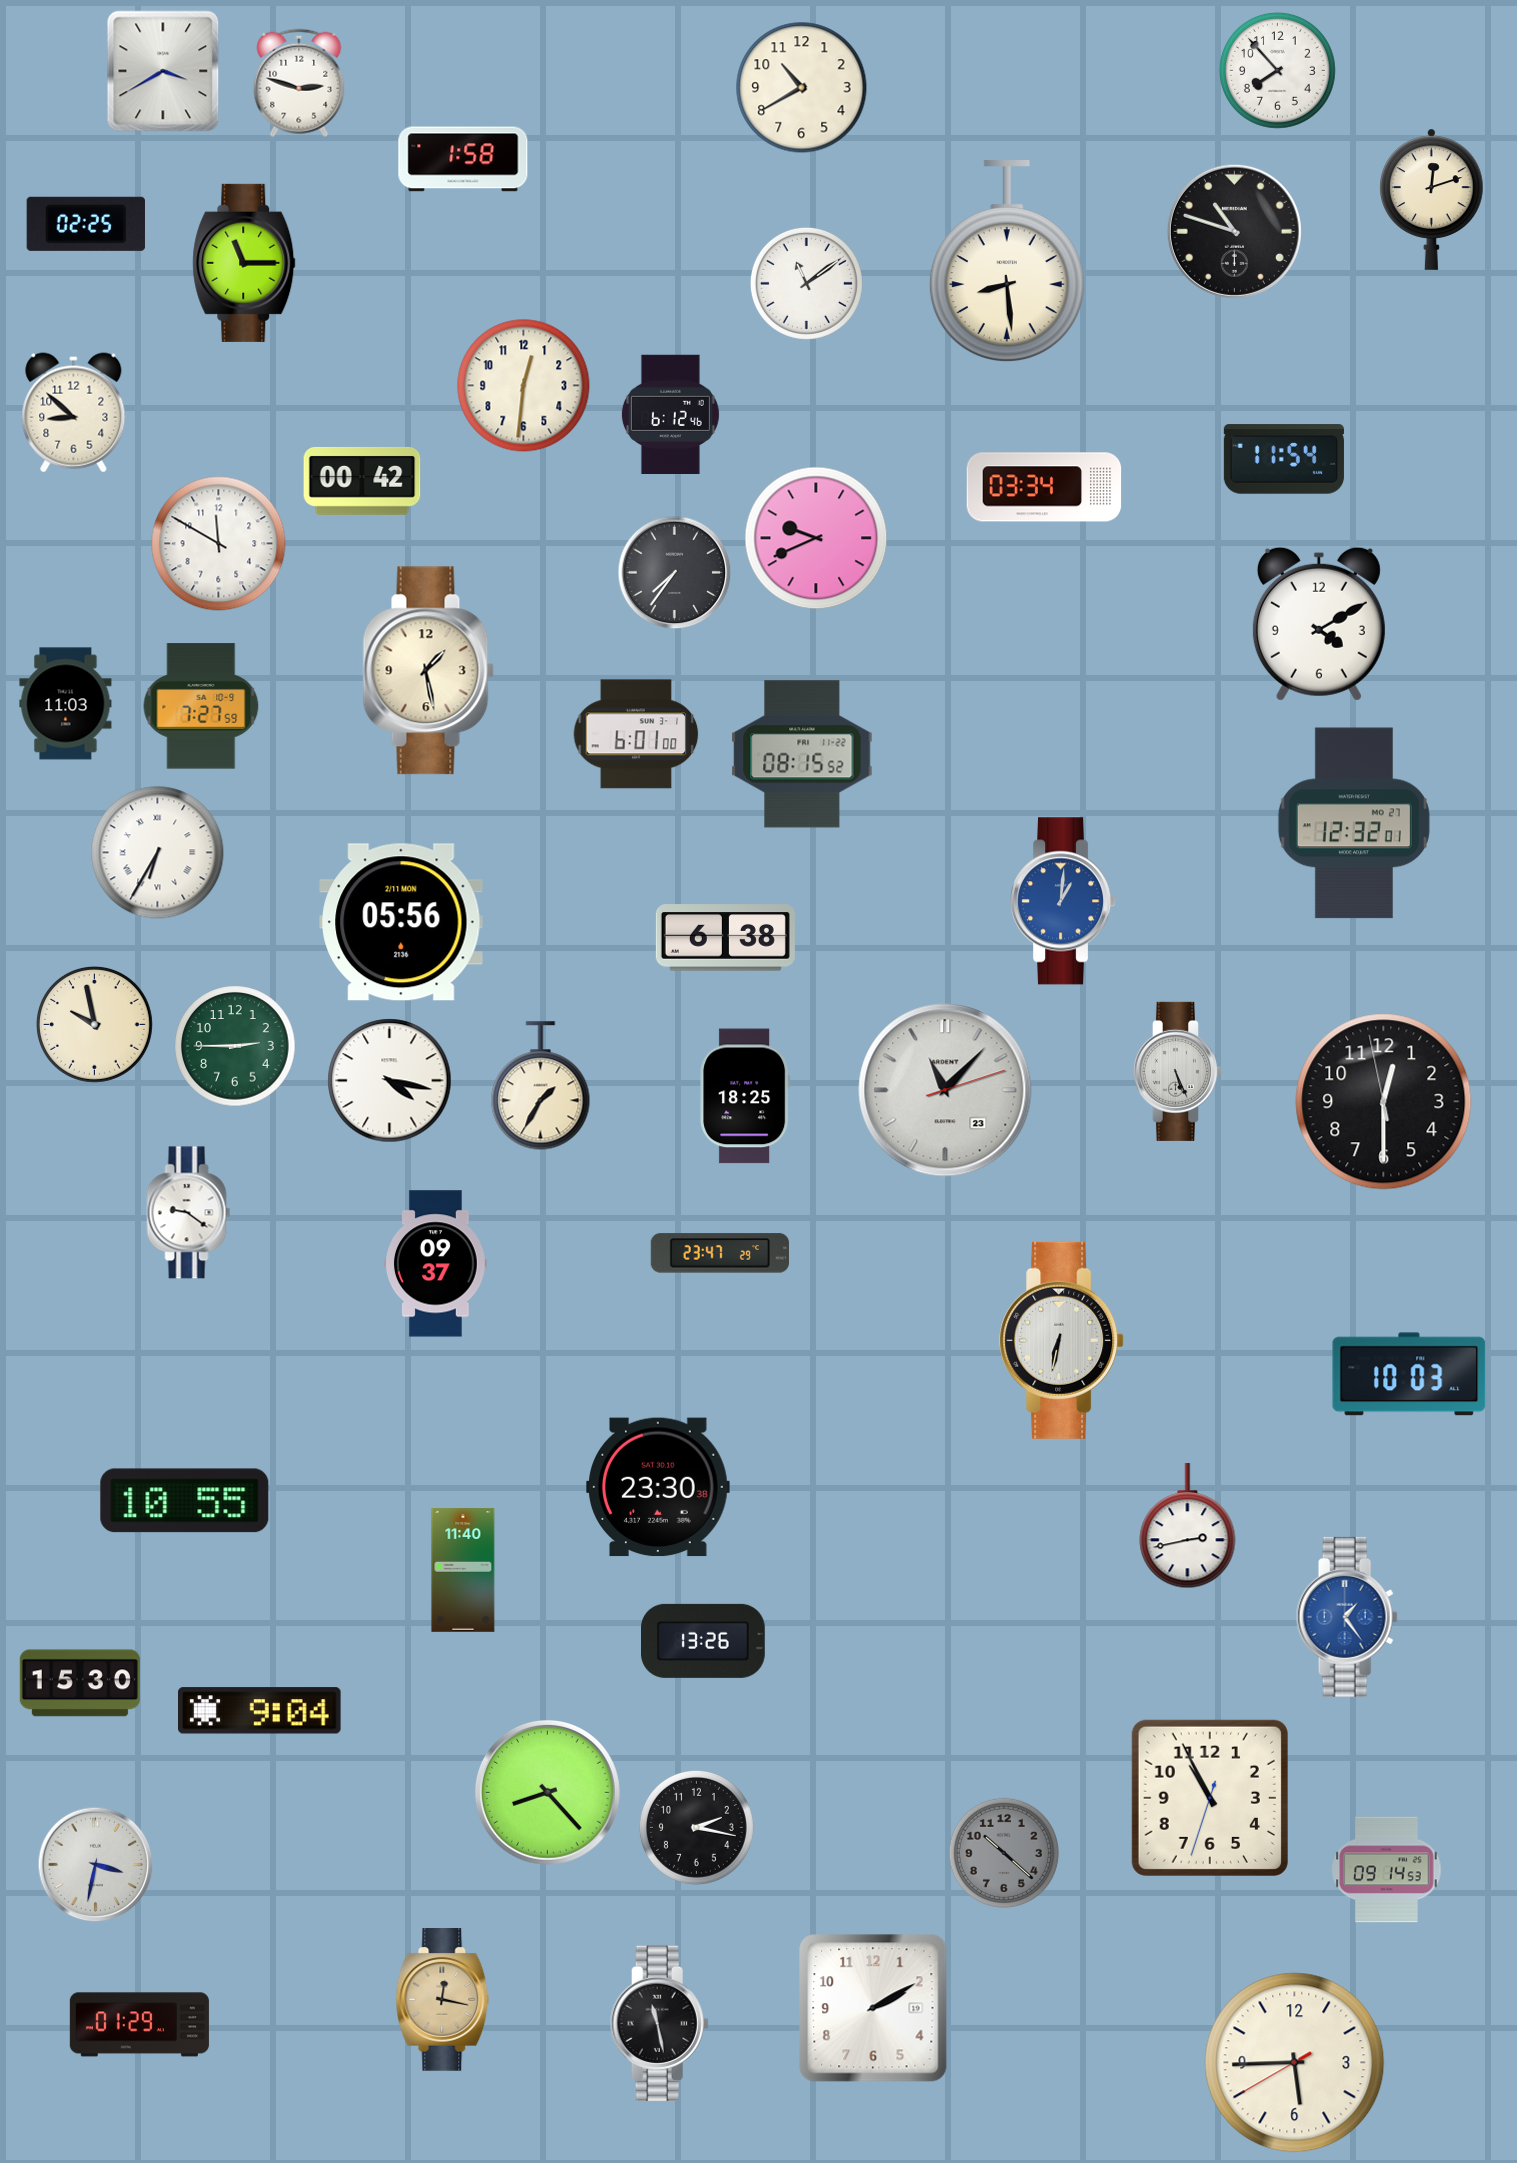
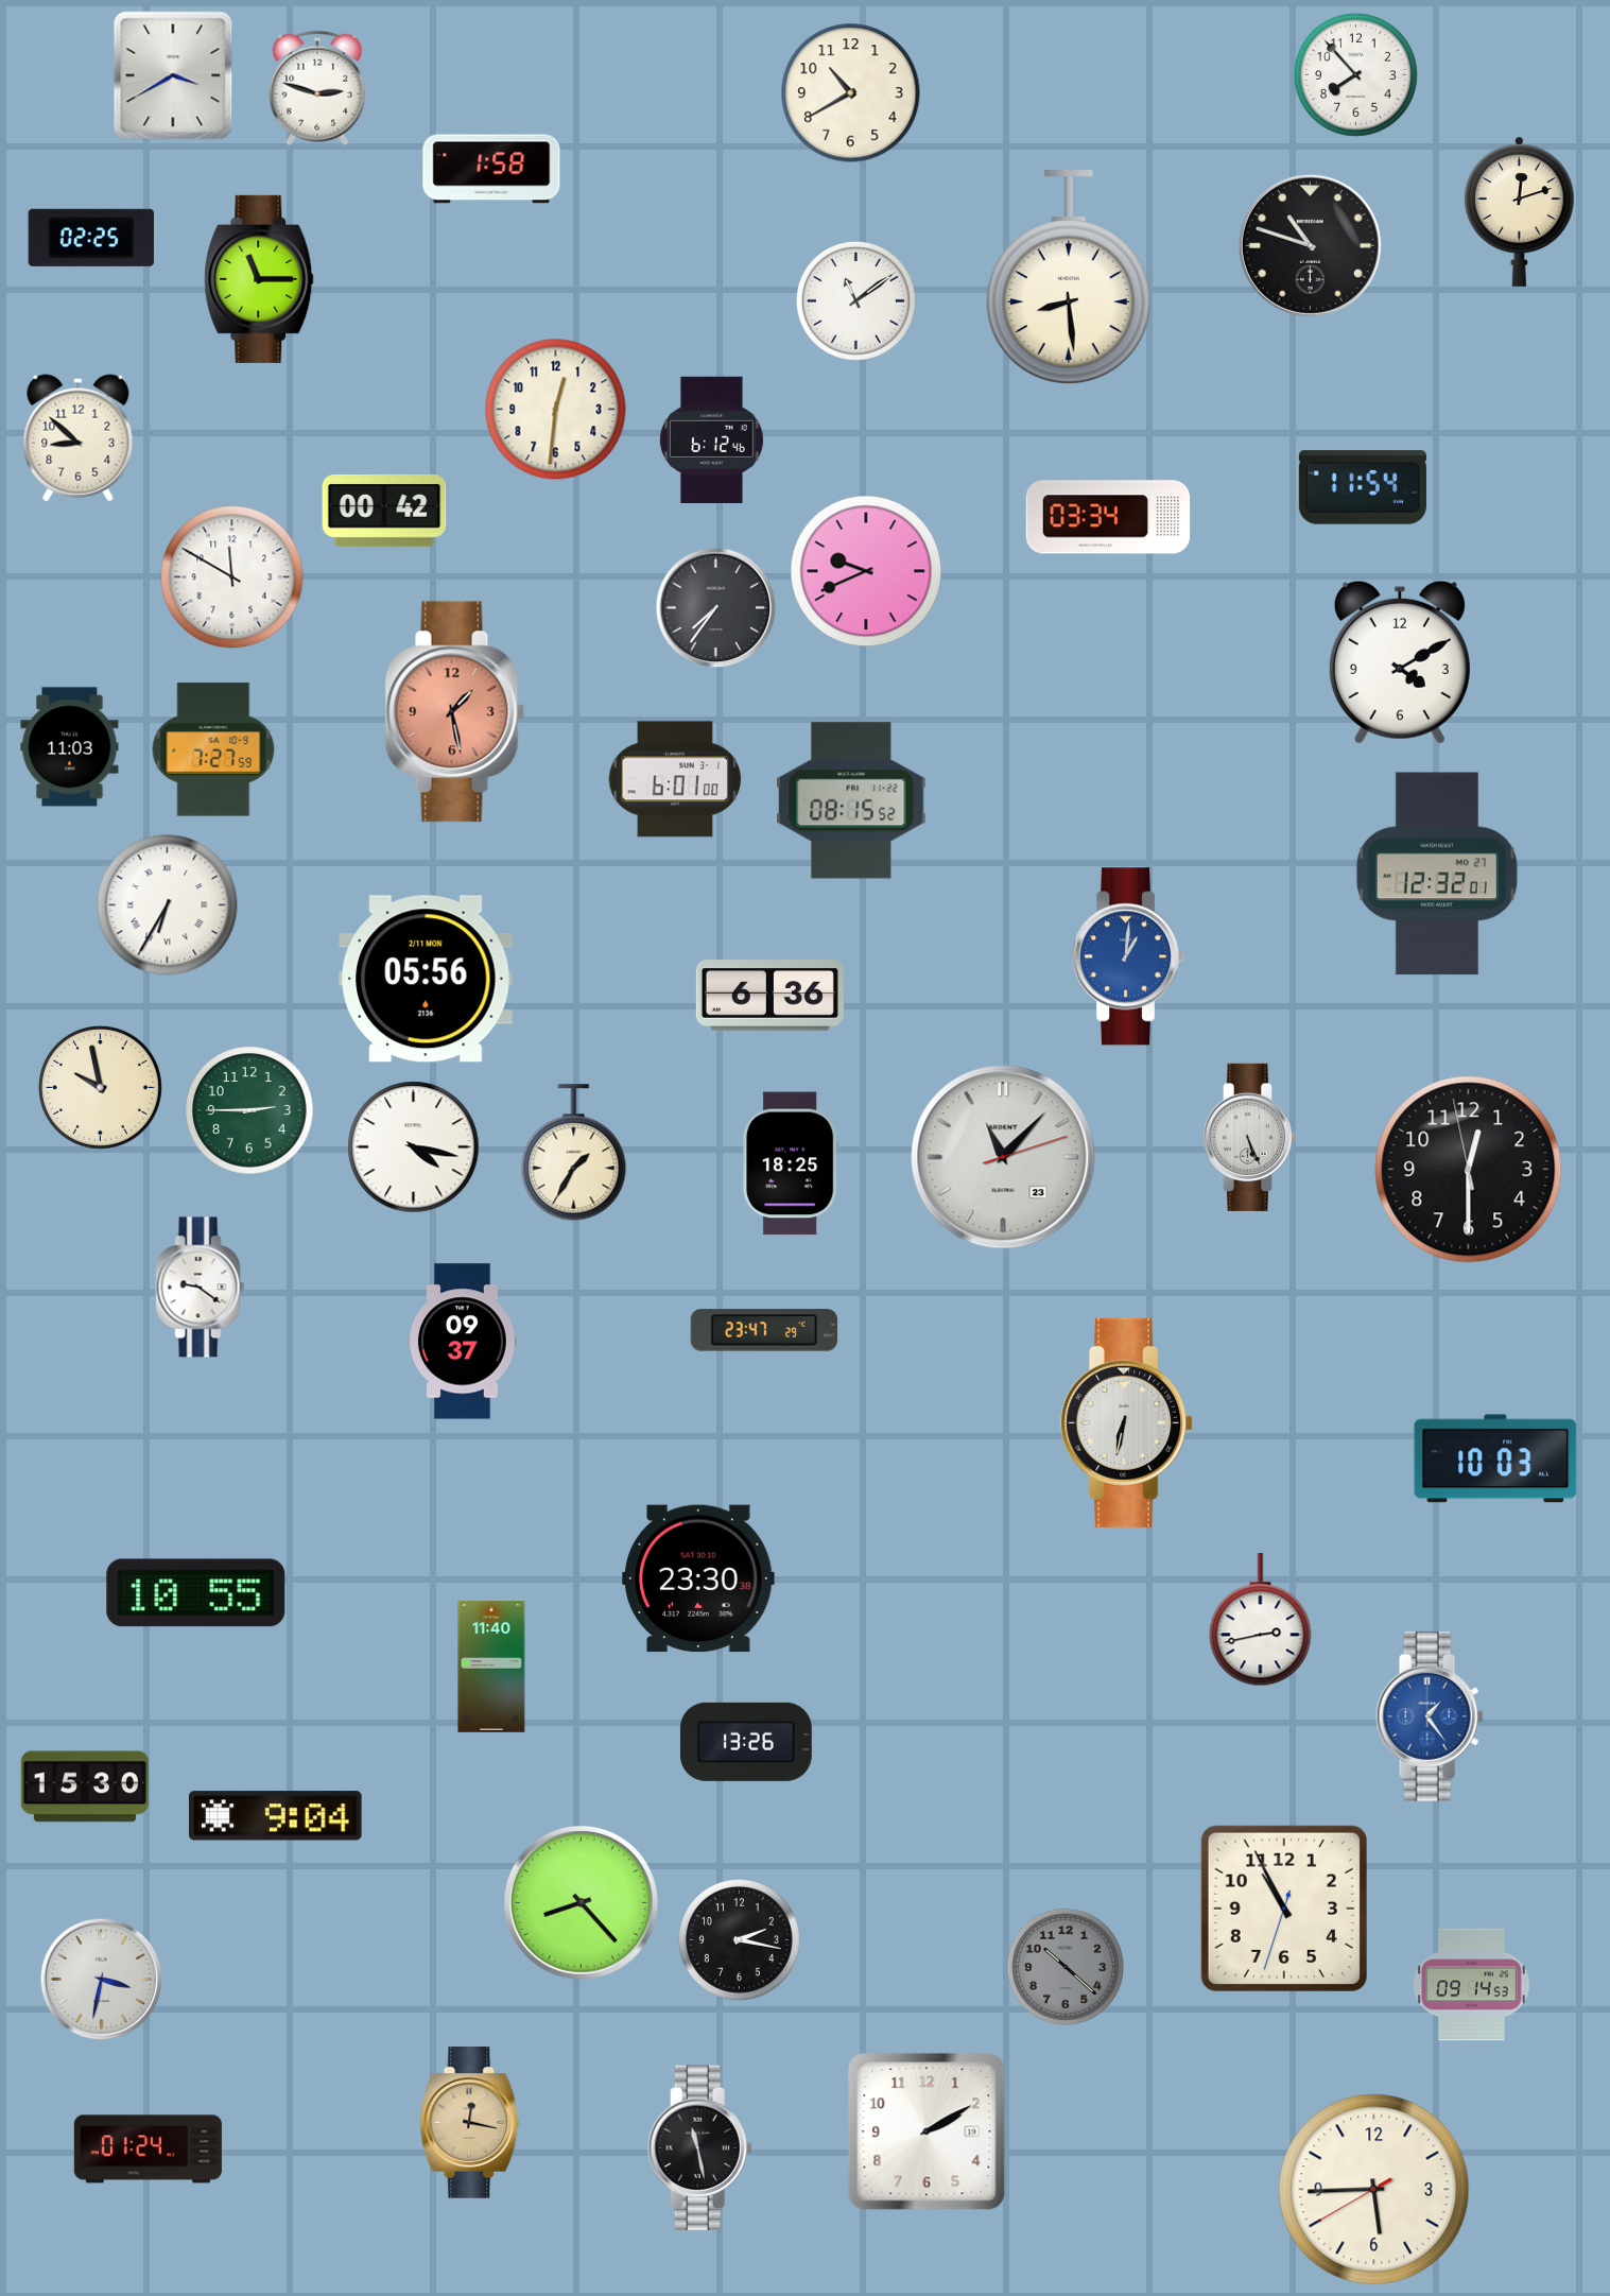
clock at (429, 671) dial: cream -> salmon
clock at (725, 938): 6:38 -> 6:36
clock at (139, 2025): 01:29 -> 01:24
